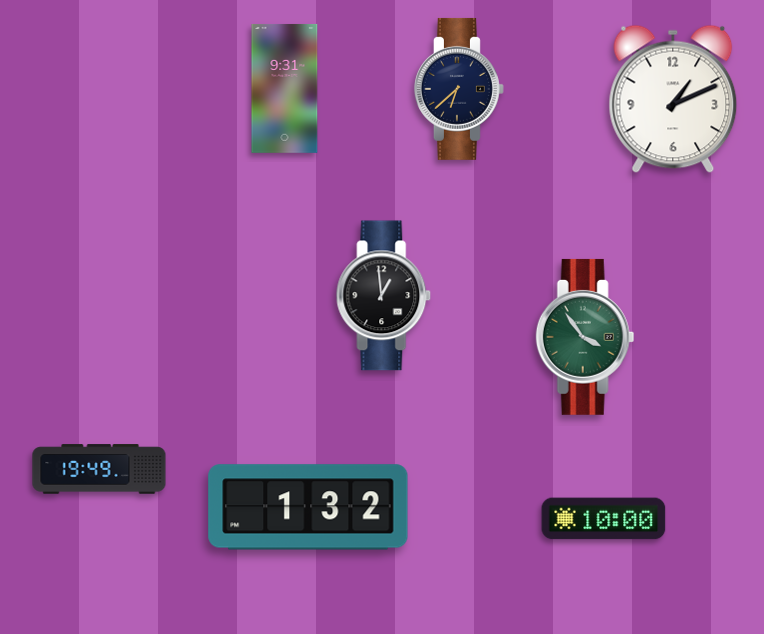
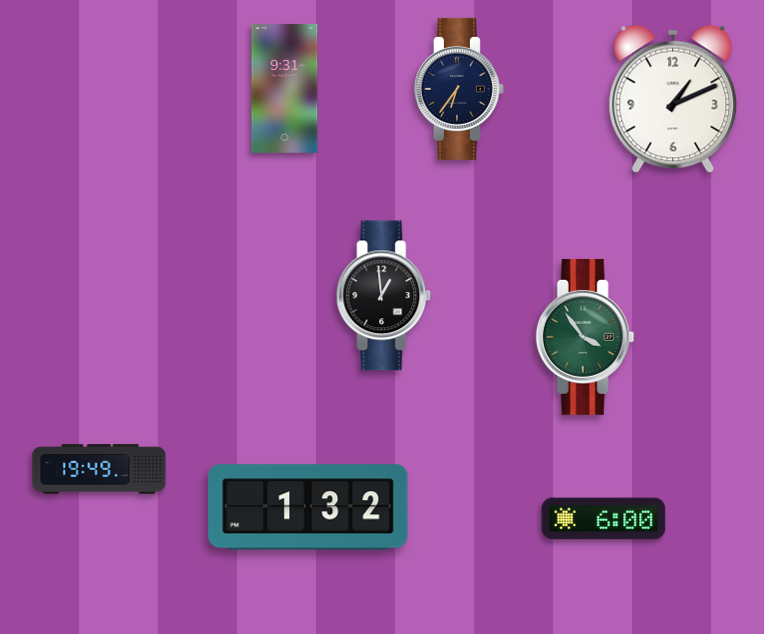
clock at (459, 89): 6:38 -> 6:36
clock at (604, 519): 10:00 -> 6:00
